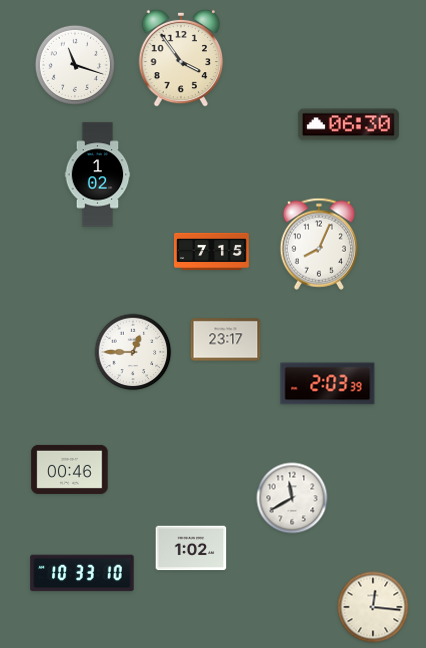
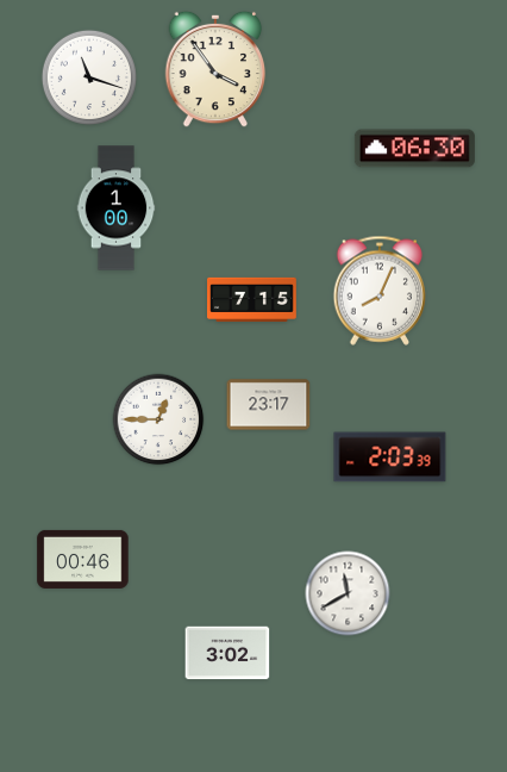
clock at (98, 175): 1:02 -> 1:00
clock at (191, 548): 1:02 -> 3:02
clock at (82, 573): 10:33 -> none
clock at (373, 607): 12:16 -> none
